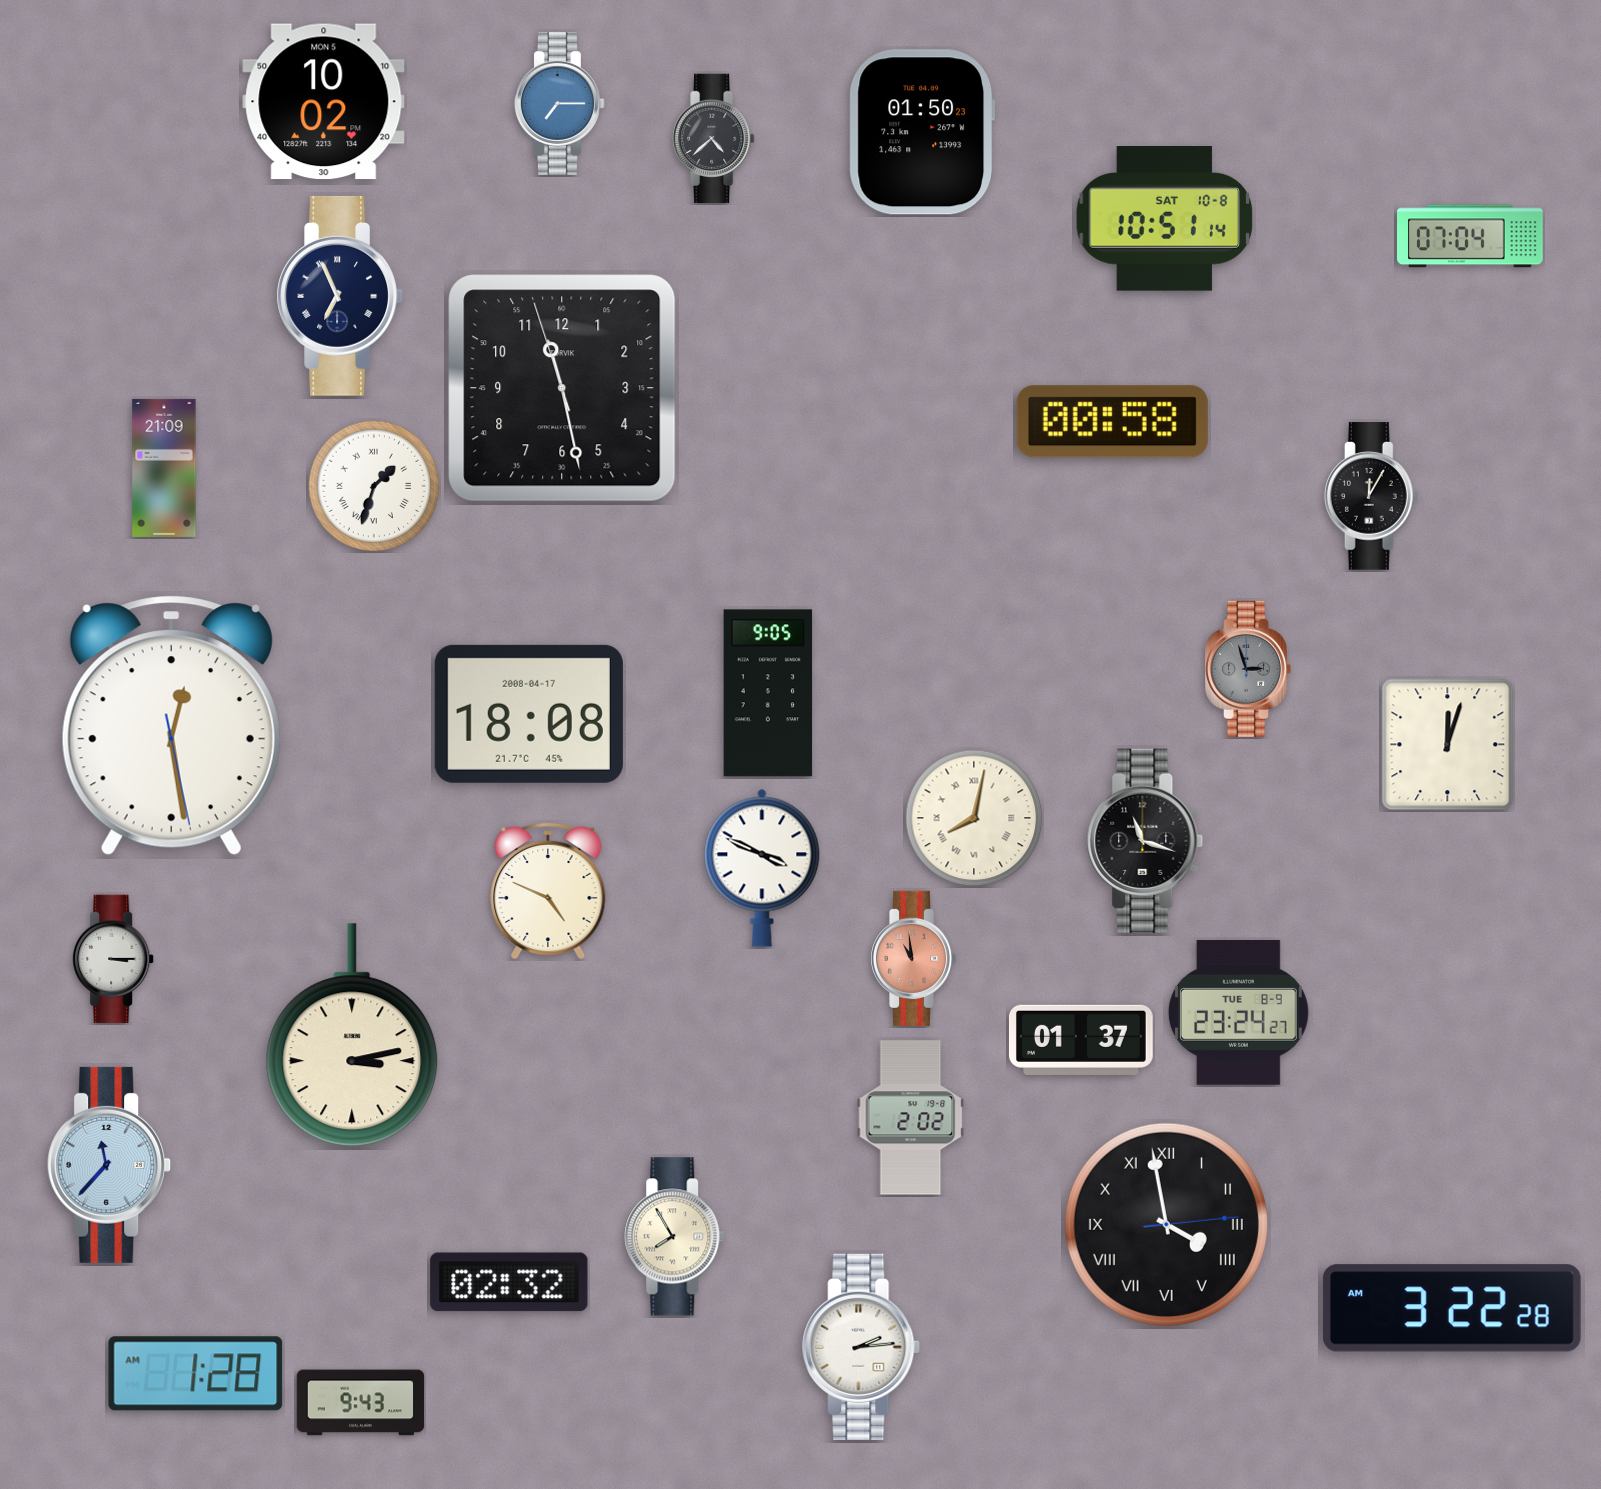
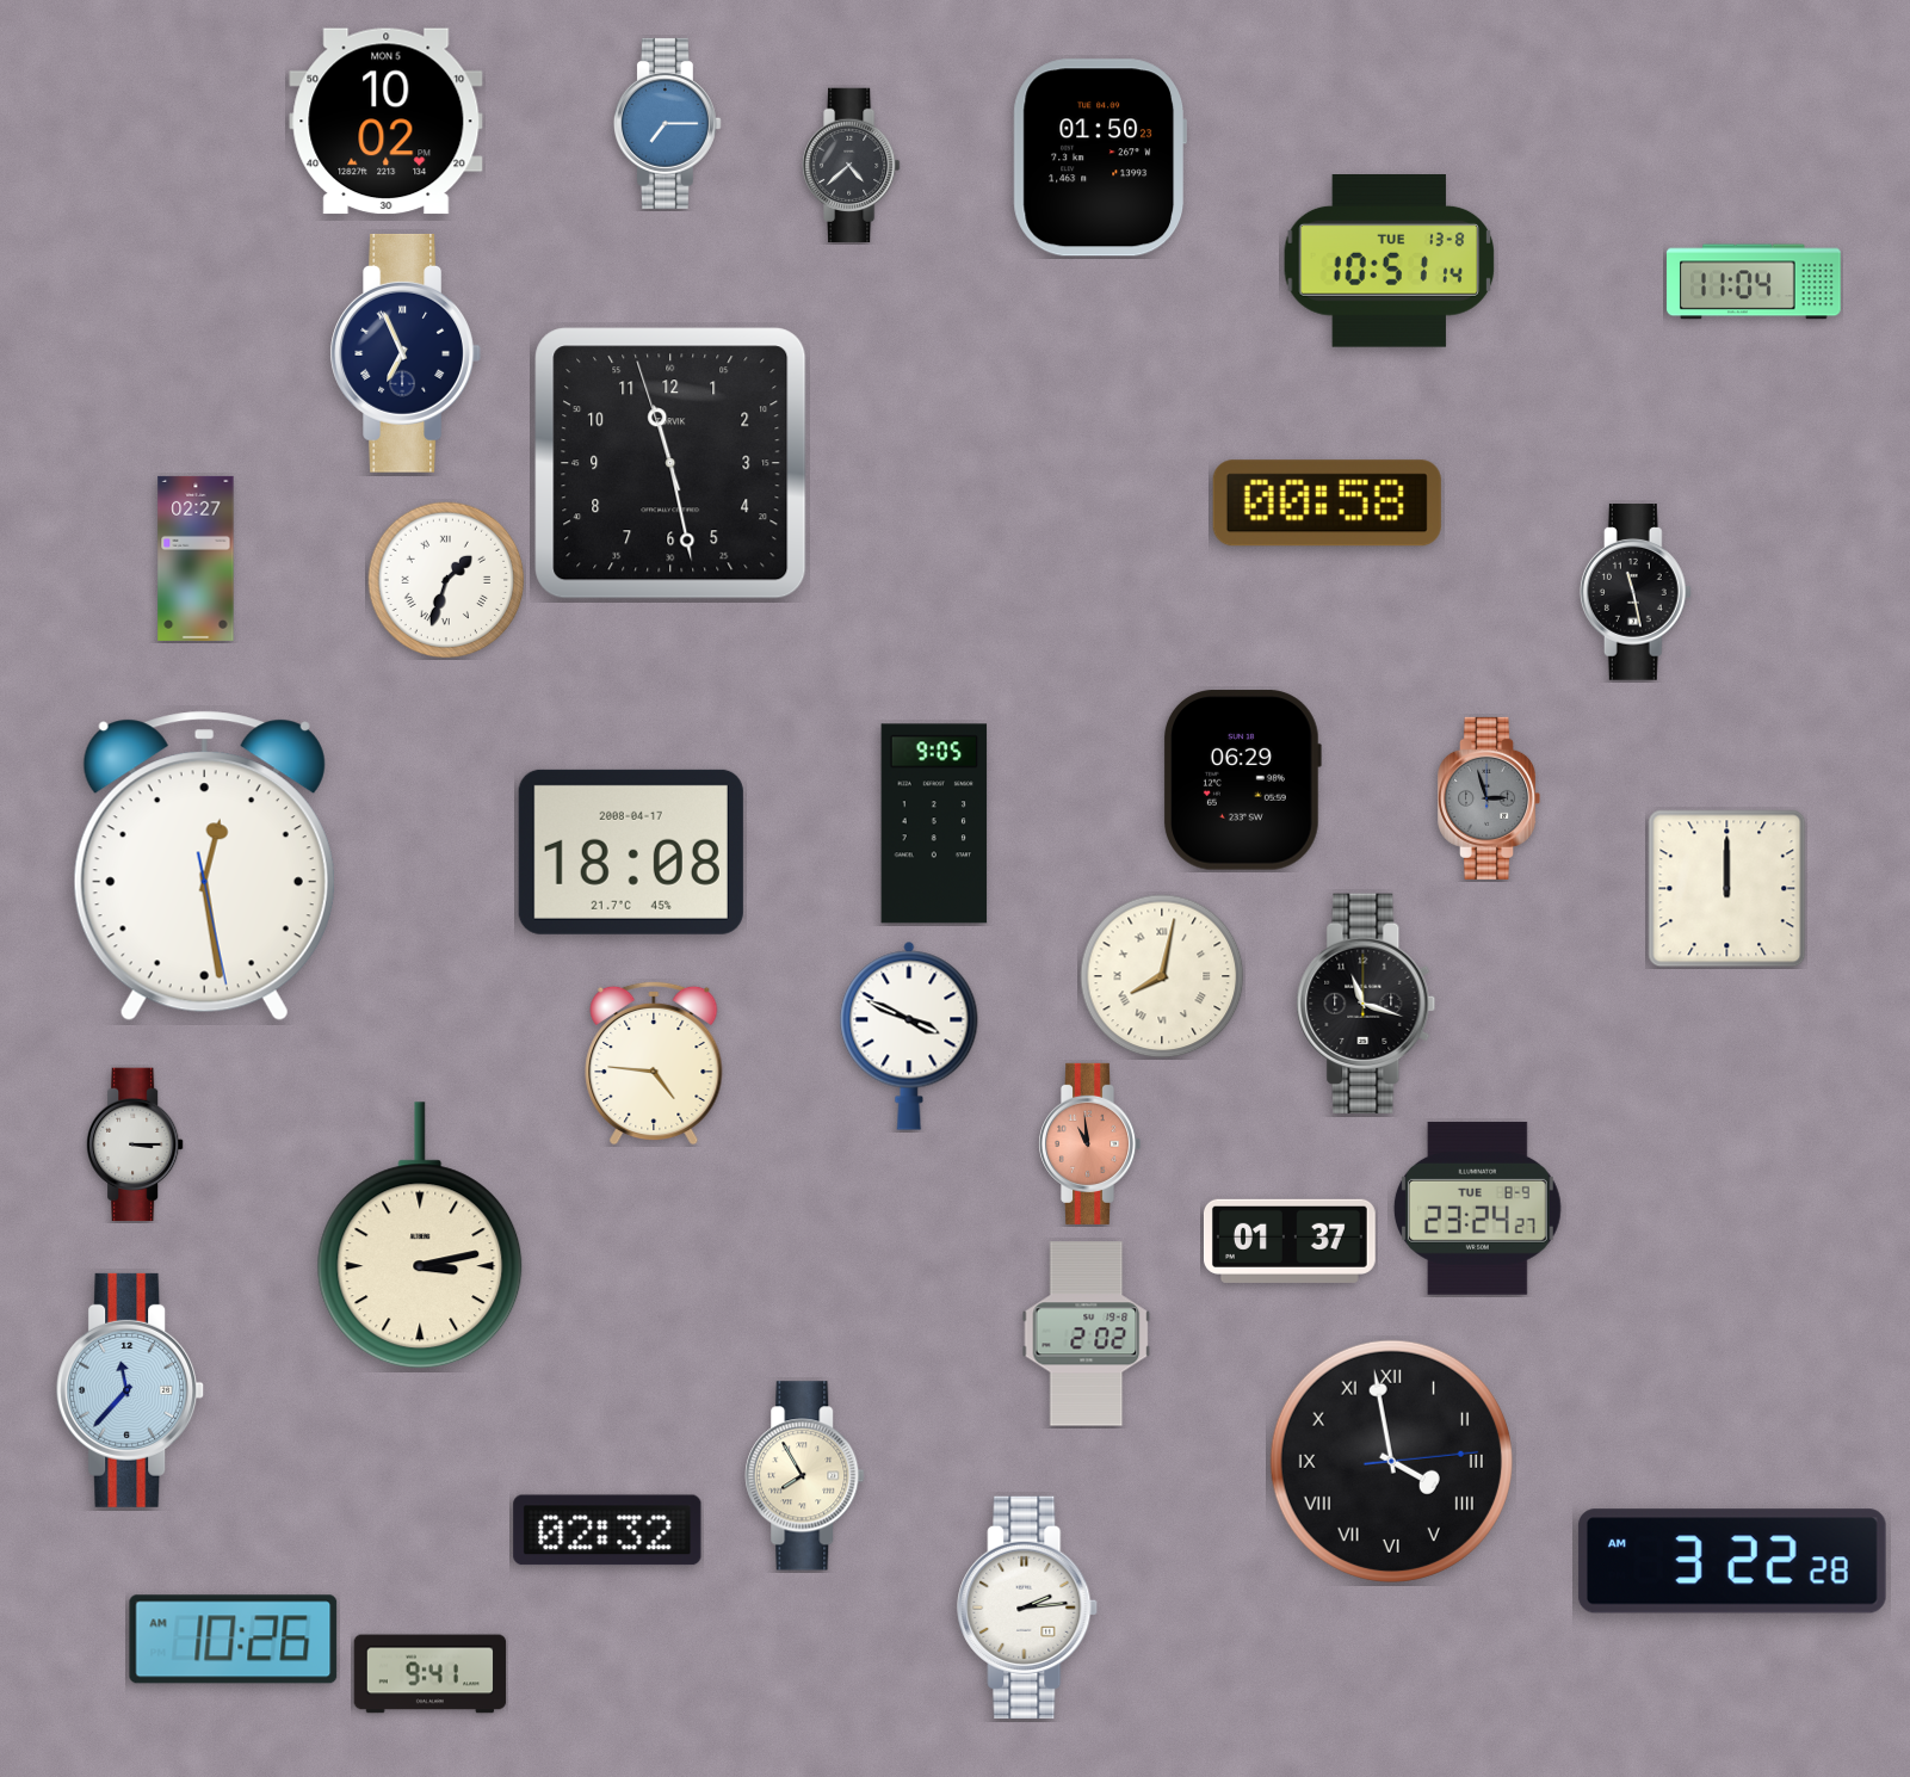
clock at (1165, 219) date: SAT 10-8 -> TUE 13-8
clock at (1471, 236): 07:04 -> 11:04
clock at (164, 468): 21:09 -> 02:27
clock at (1371, 496): 12:05 -> 11:28
clock at (1242, 780): none -> 06:29
clock at (768, 693) position: (768, 693) -> (934, 823)
clock at (1448, 745): 12:03 -> 12:00
clock at (548, 891): 4:49 -> 4:46
clock at (196, 1374): 1:28 -> 10:26
clock at (361, 1403): 9:43 -> 9:41
